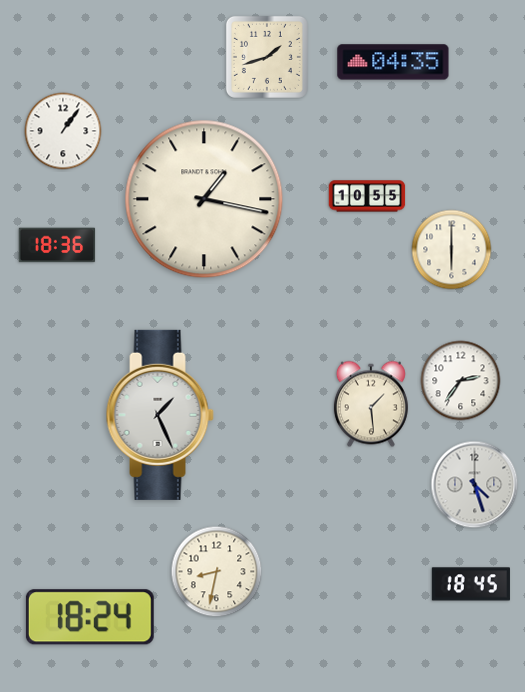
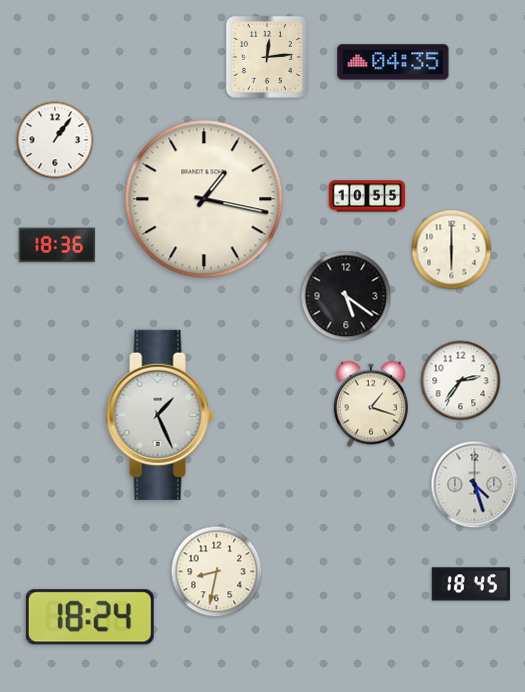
clock at (267, 57): 1:42 -> 12:14
clock at (63, 131) position: (63, 131) -> (55, 140)
clock at (346, 296): none -> 5:21
clock at (371, 404): 1:29 -> 1:18
